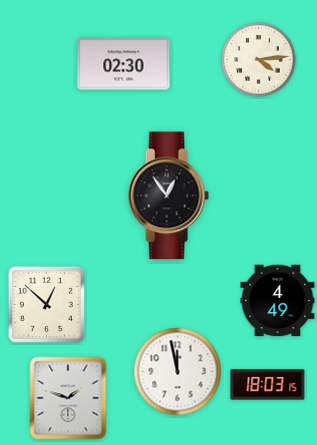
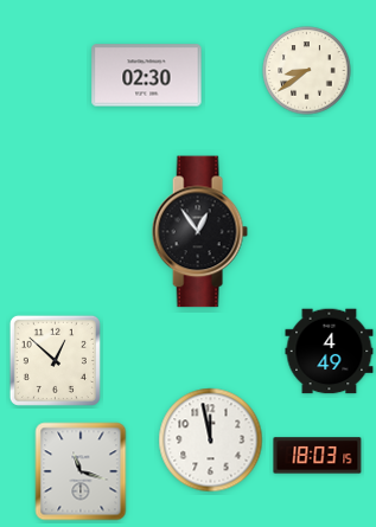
clock at (259, 60): 4:14 -> 8:39
clock at (278, 301) position: (278, 301) -> (330, 352)
clock at (68, 398): 1:48 -> 11:18
